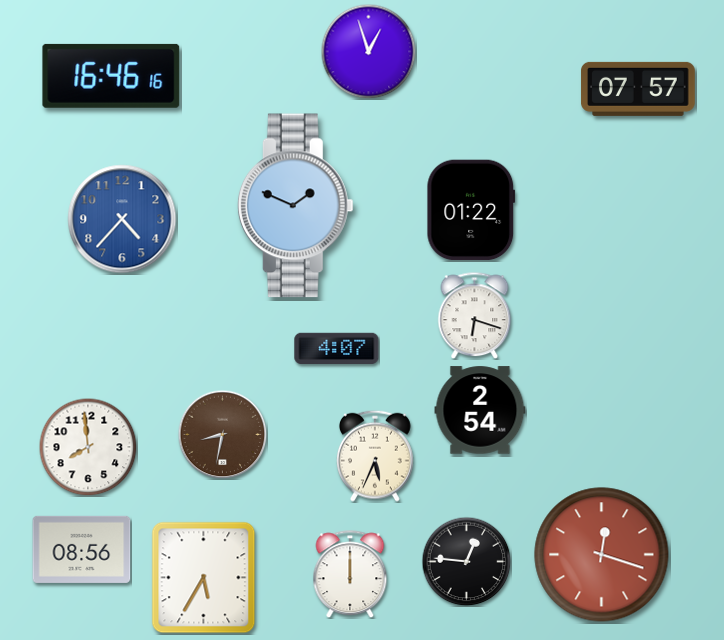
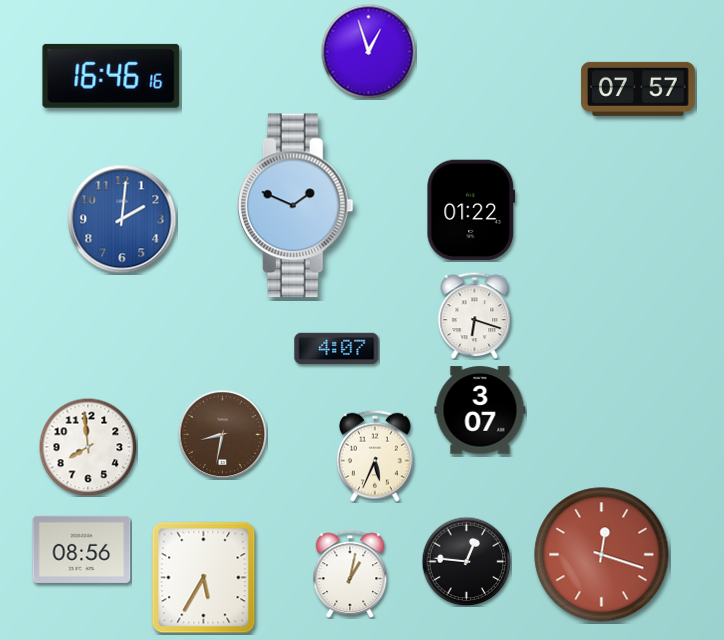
clock at (122, 219): 4:37 -> 2:01
clock at (480, 410): 2:54 -> 3:07
clock at (350, 574): 12:00 -> 1:02
